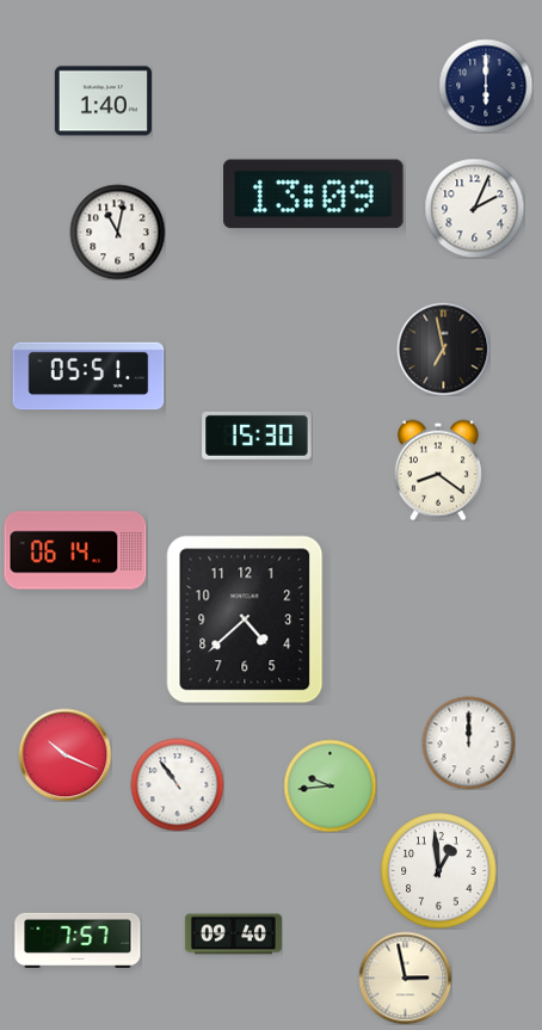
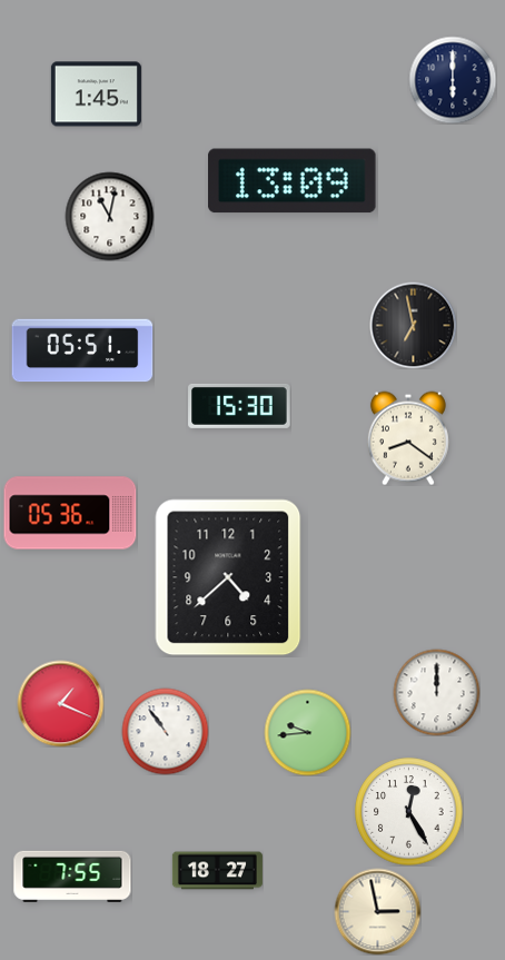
clock at (103, 101): 1:40 -> 1:45
clock at (474, 208): 2:04 -> none
clock at (75, 550): 06:14 -> 05:36
clock at (64, 754): 10:19 -> 1:19
clock at (439, 871): 12:59 -> 12:25
clock at (233, 935): 09:40 -> 18:27
clock at (78, 940): 7:57 -> 7:55
